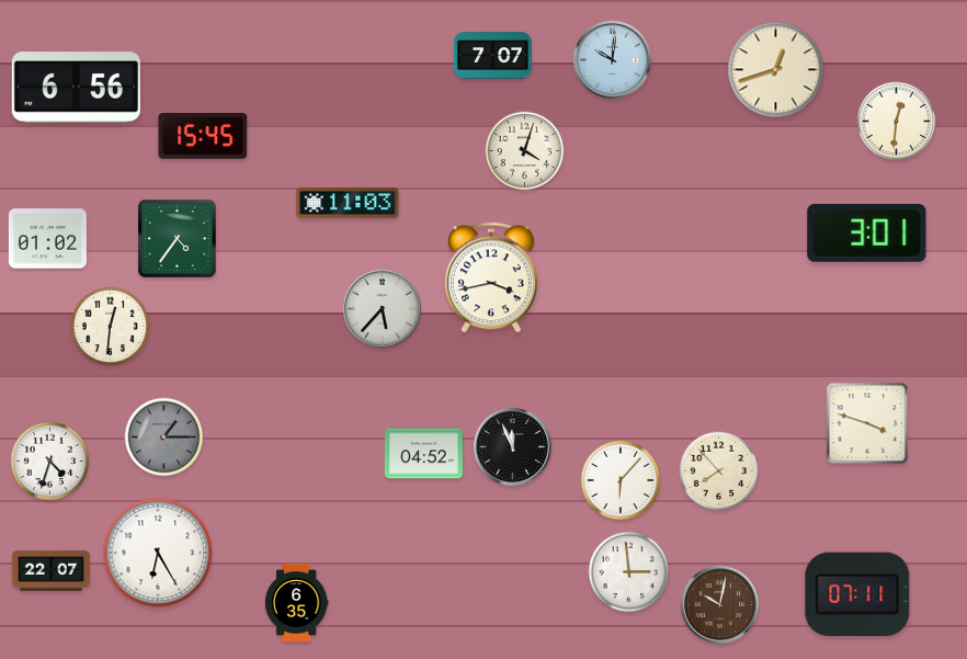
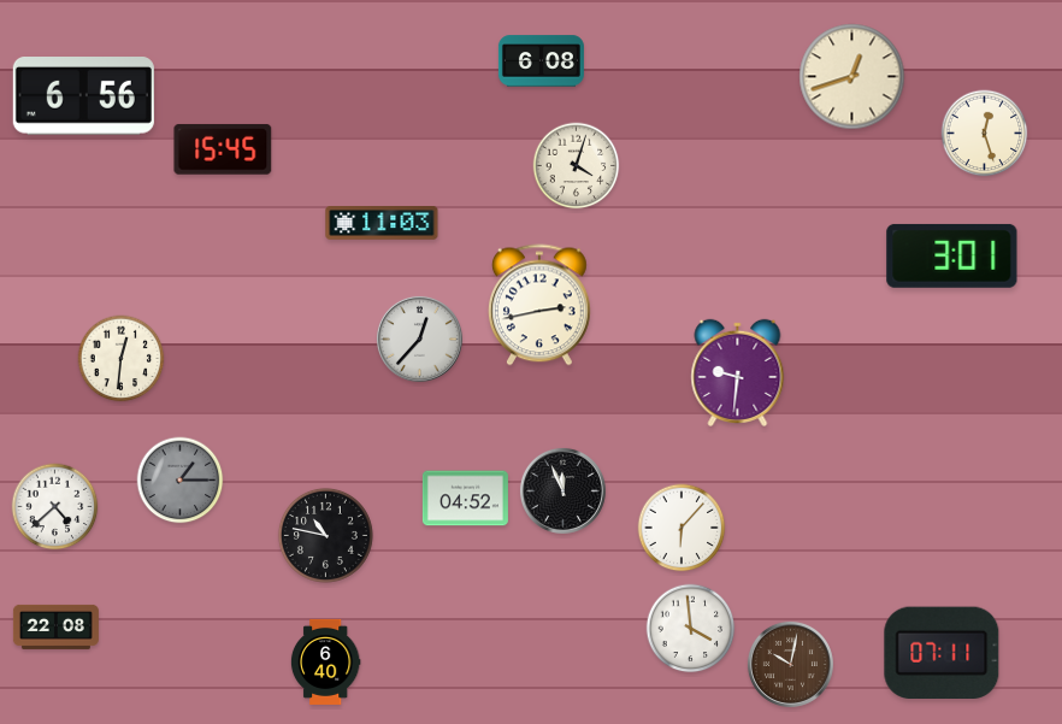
clock at (492, 56): 7:07 -> 6:08
clock at (612, 59): 10:01 -> none
clock at (897, 122): 12:31 -> 12:27
clock at (47, 239): 01:02 -> none
clock at (178, 239): 4:36 -> none
clock at (491, 277): 3:43 -> 2:43
clock at (382, 308): 5:37 -> 12:37
clock at (738, 372): none -> 9:31
clock at (867, 423): 3:48 -> none
clock at (50, 462): 4:33 -> 4:38
clock at (719, 471): 7:53 -> none
clock at (325, 535): none -> 10:47
clock at (158, 553): 6:25 -> none
clock at (50, 570): 22:07 -> 22:08
clock at (629, 572): 2:59 -> 3:59
clock at (296, 602): 6:35 -> 6:40
